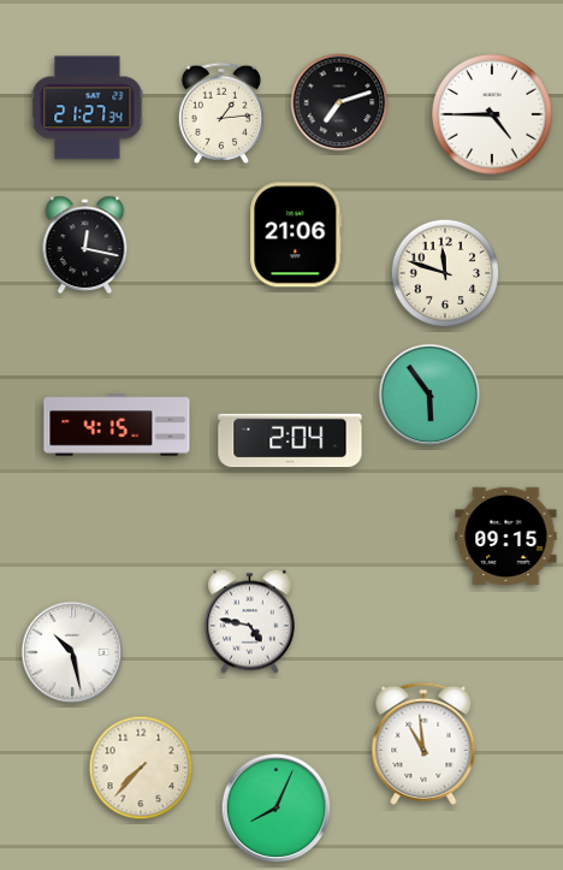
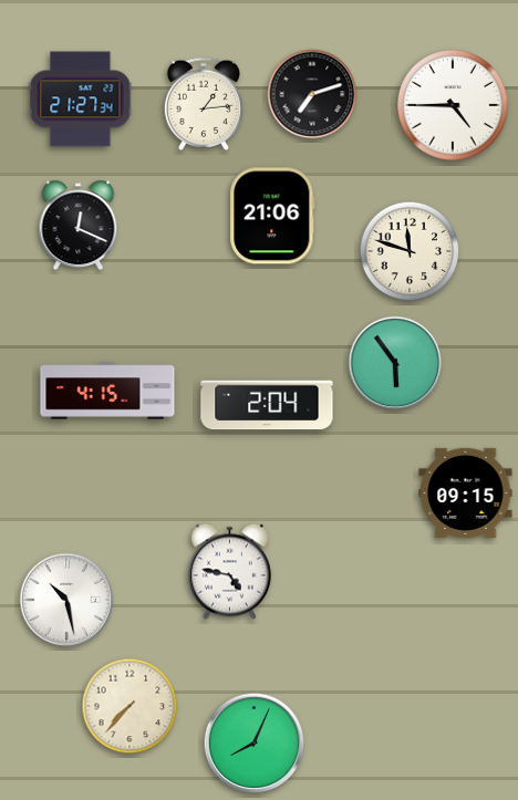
clock at (85, 245): 12:17 -> 12:19
clock at (423, 744): 10:59 -> none
